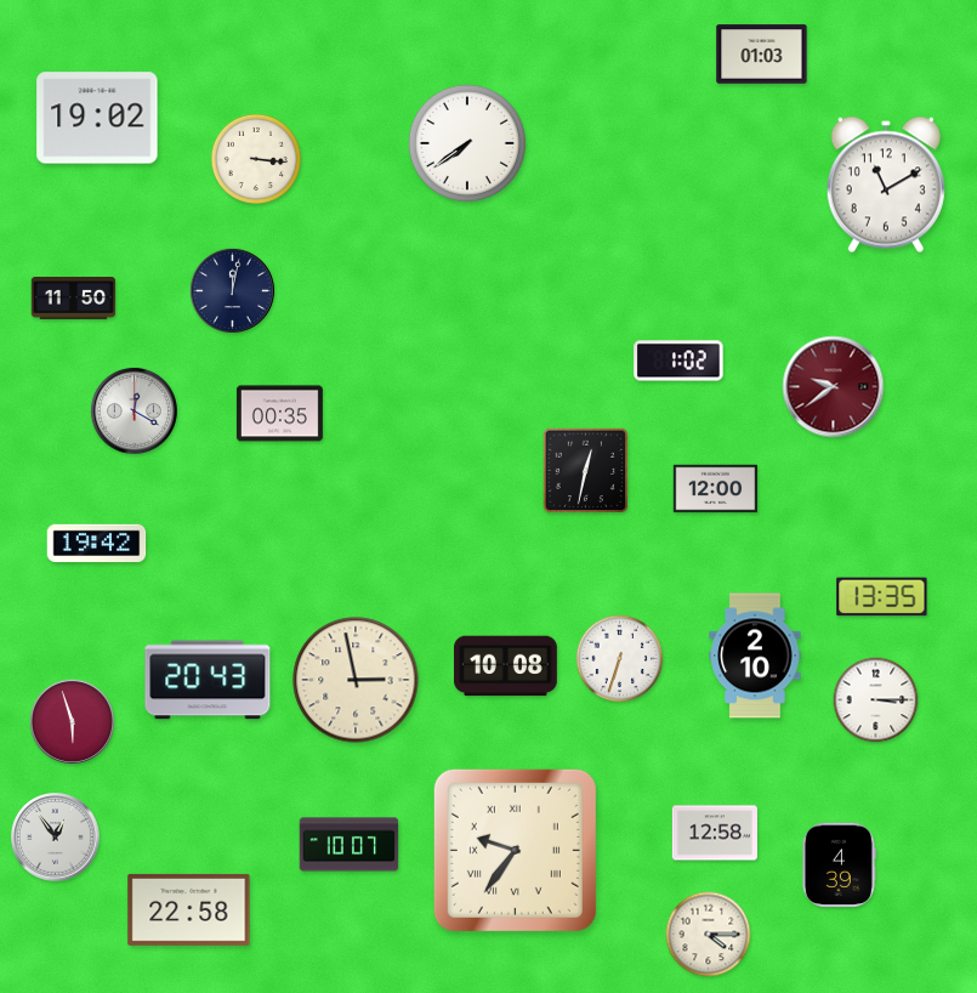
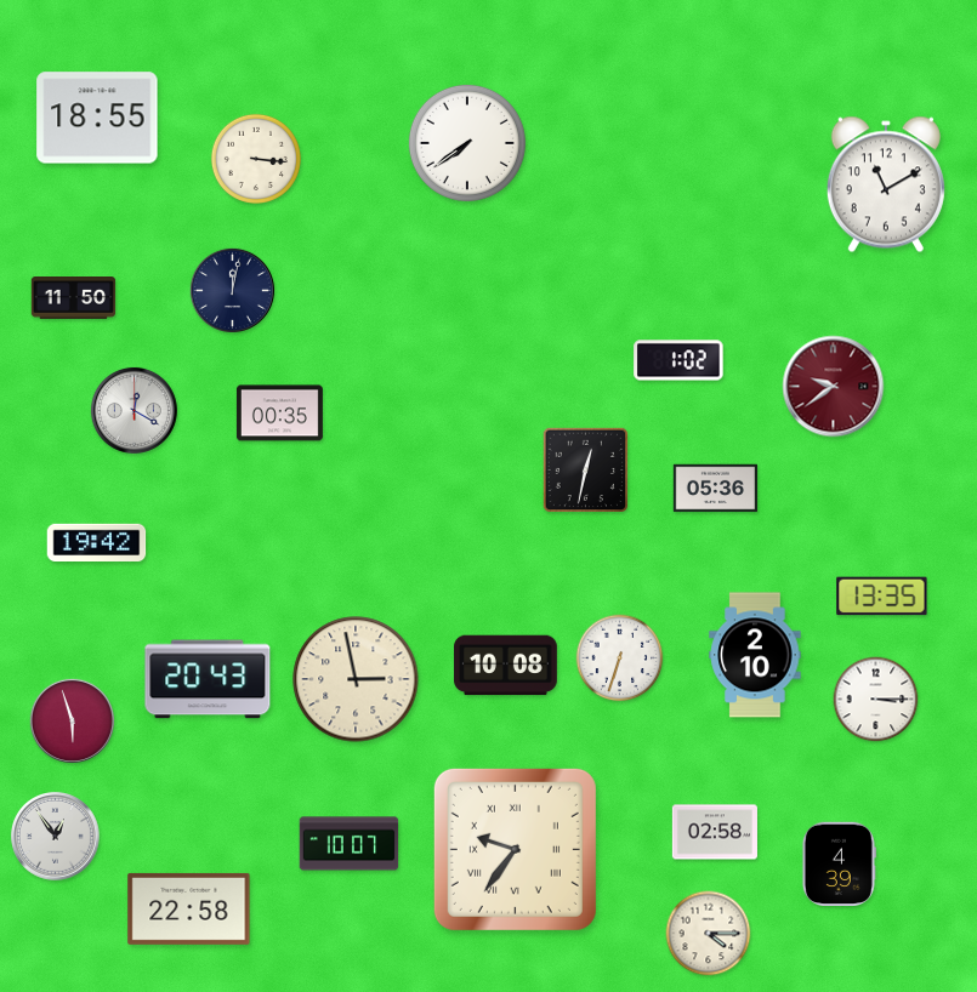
clock at (762, 55): 01:03 -> none
clock at (97, 118): 19:02 -> 18:55
clock at (716, 489): 12:00 -> 05:36
clock at (715, 833): 12:58 -> 02:58
